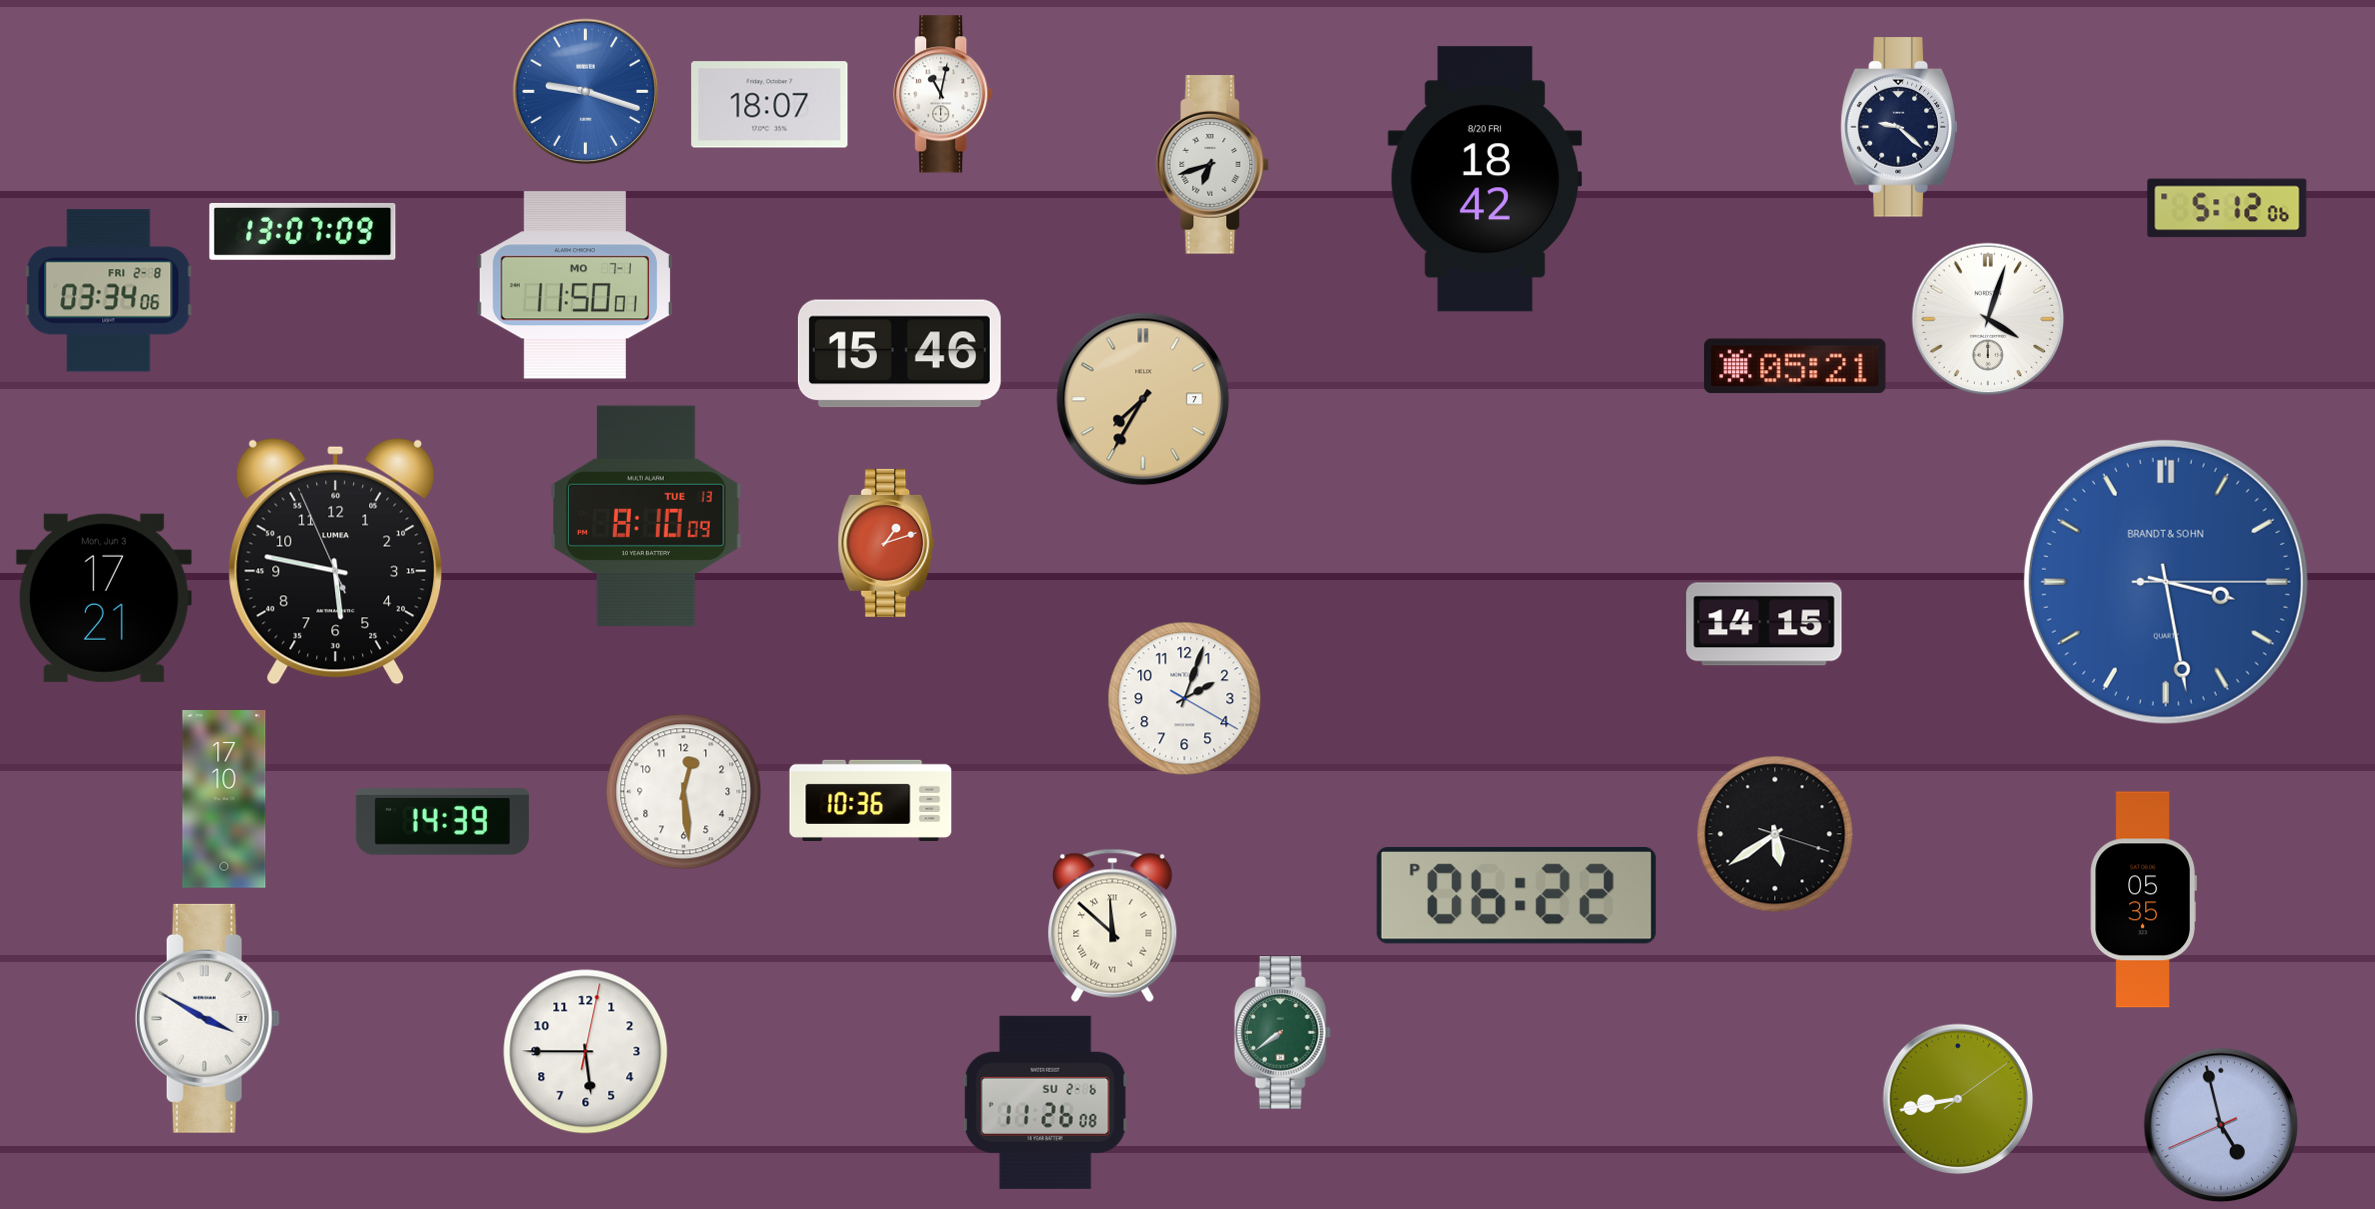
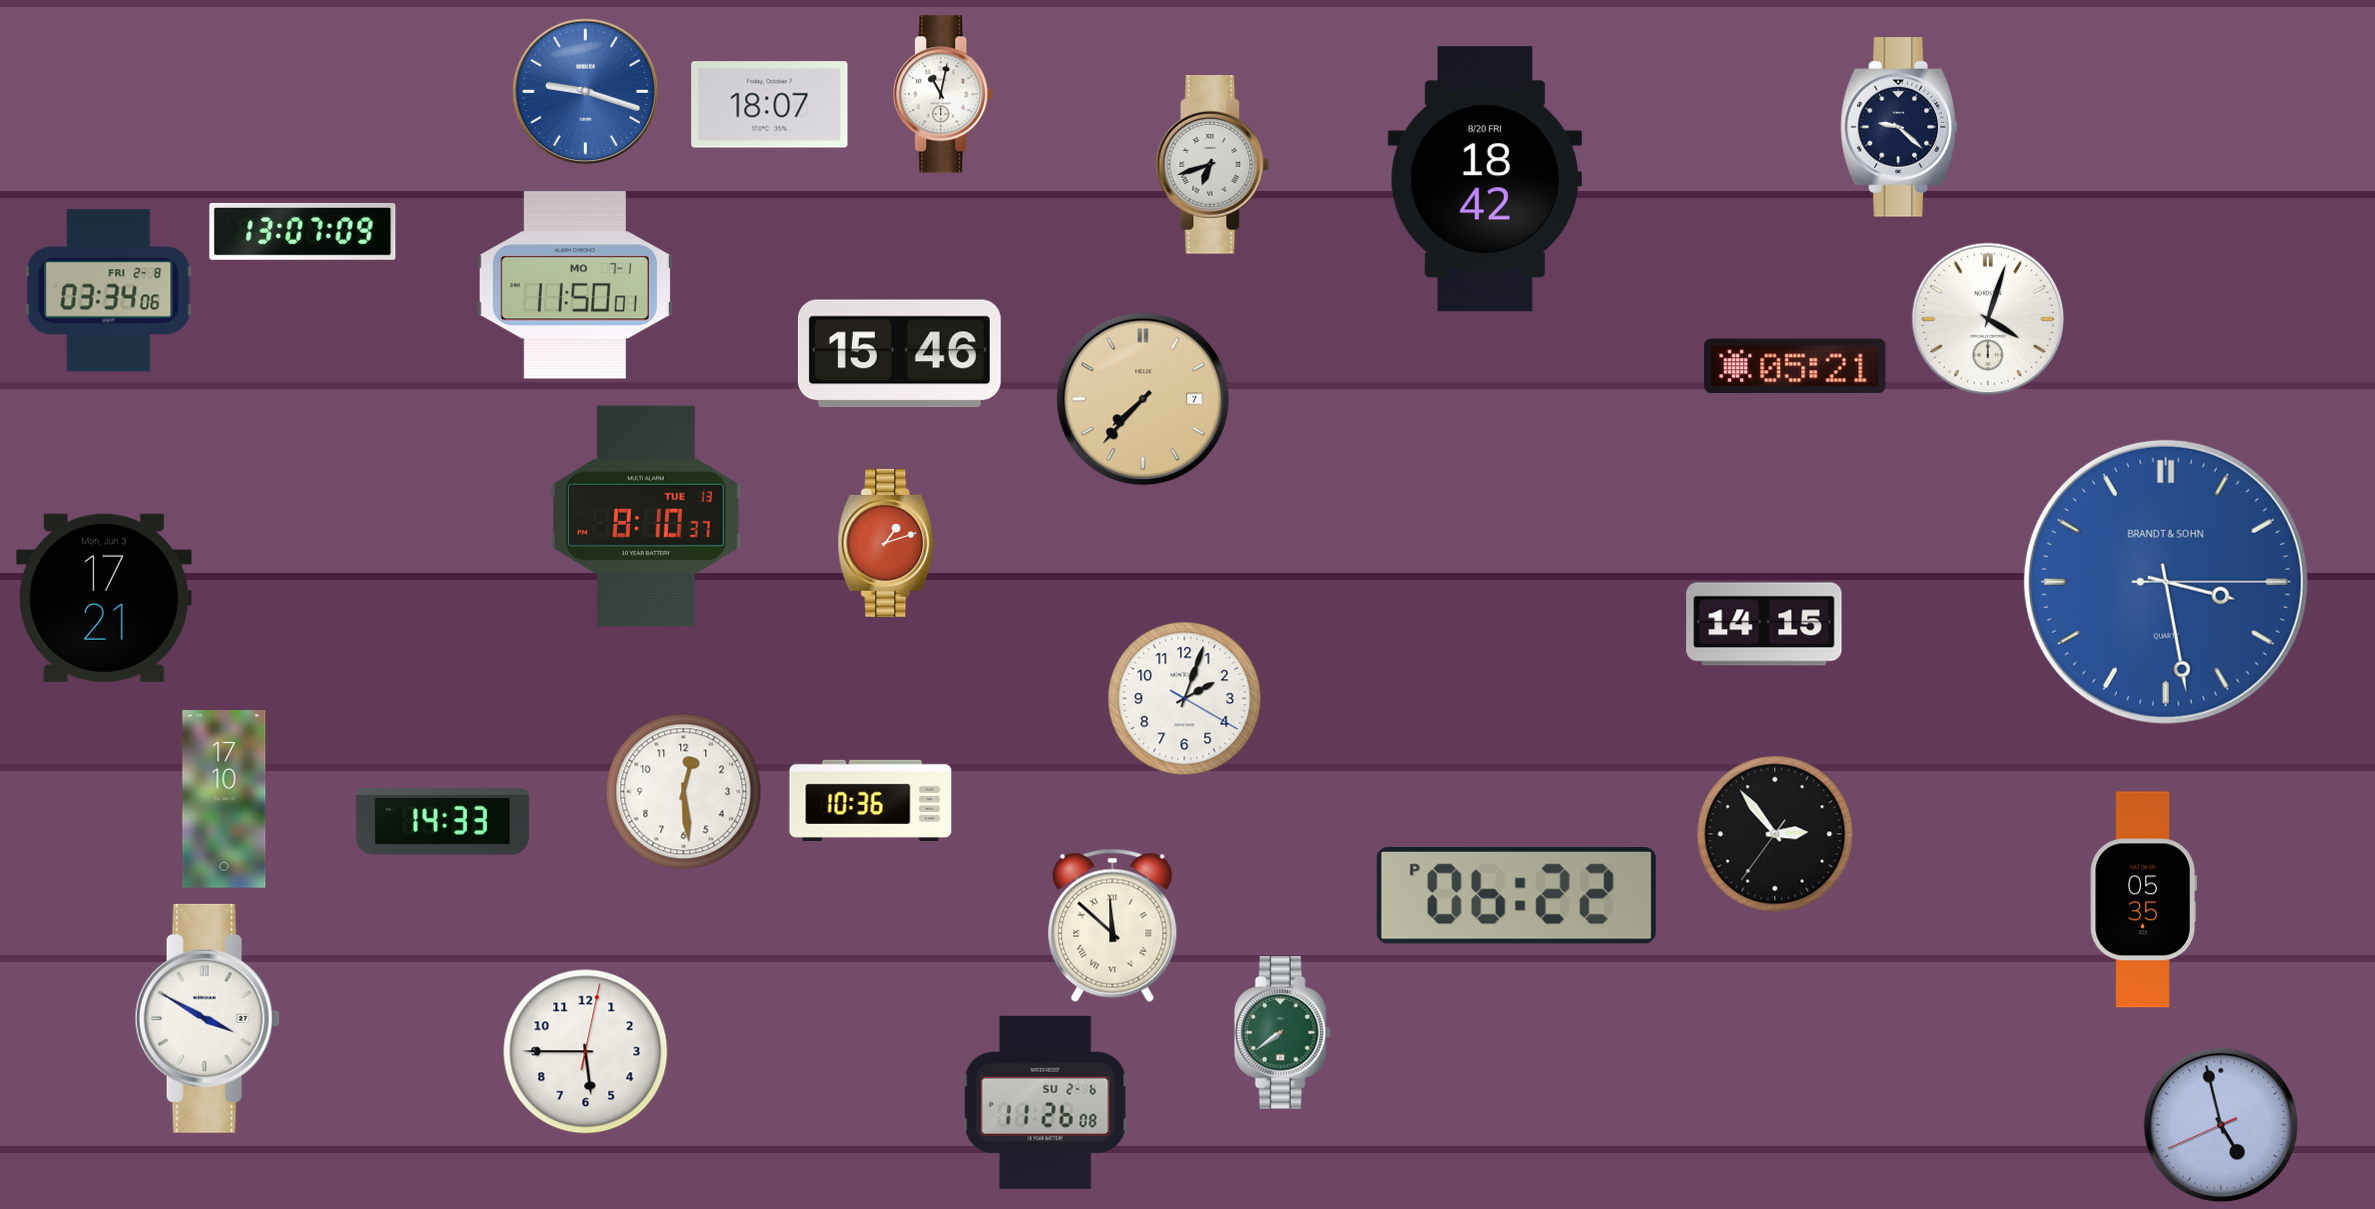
clock at (2227, 208): 5:12 -> none
clock at (1143, 399): 7:35 -> 7:37
clock at (646, 516): 8:10:09 -> 8:10:37
clock at (336, 561): 5:46 -> none
clock at (442, 822): 14:39 -> 14:33
clock at (1775, 834): 5:39 -> 2:53
clock at (1958, 1099): 8:43 -> none
